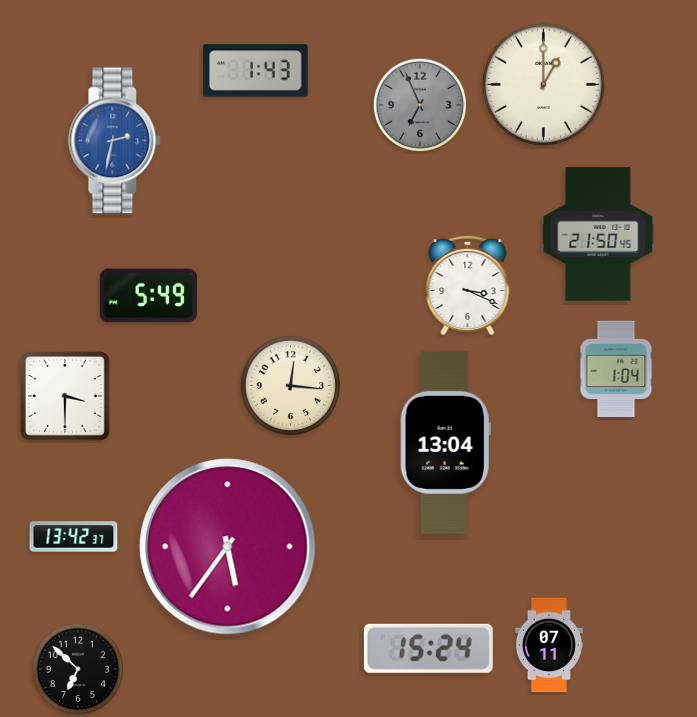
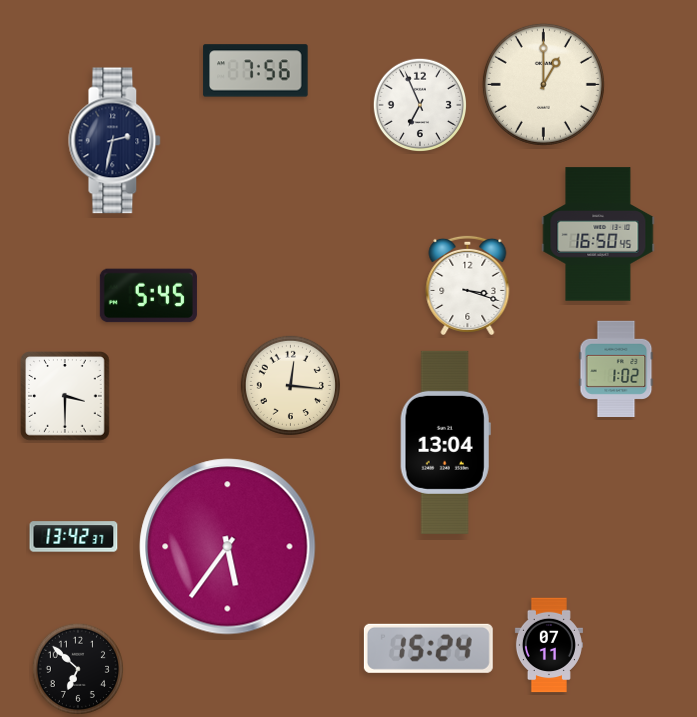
clock at (256, 71): 1:43 -> 7:56
clock at (419, 104) dial: grey -> white
clock at (115, 141) dial: blue -> navy
clock at (598, 234): 21:50 -> 16:50
clock at (468, 285): 3:19 -> 3:18
clock at (148, 296): 5:49 -> 5:45
clock at (616, 368): 1:04 -> 1:02
